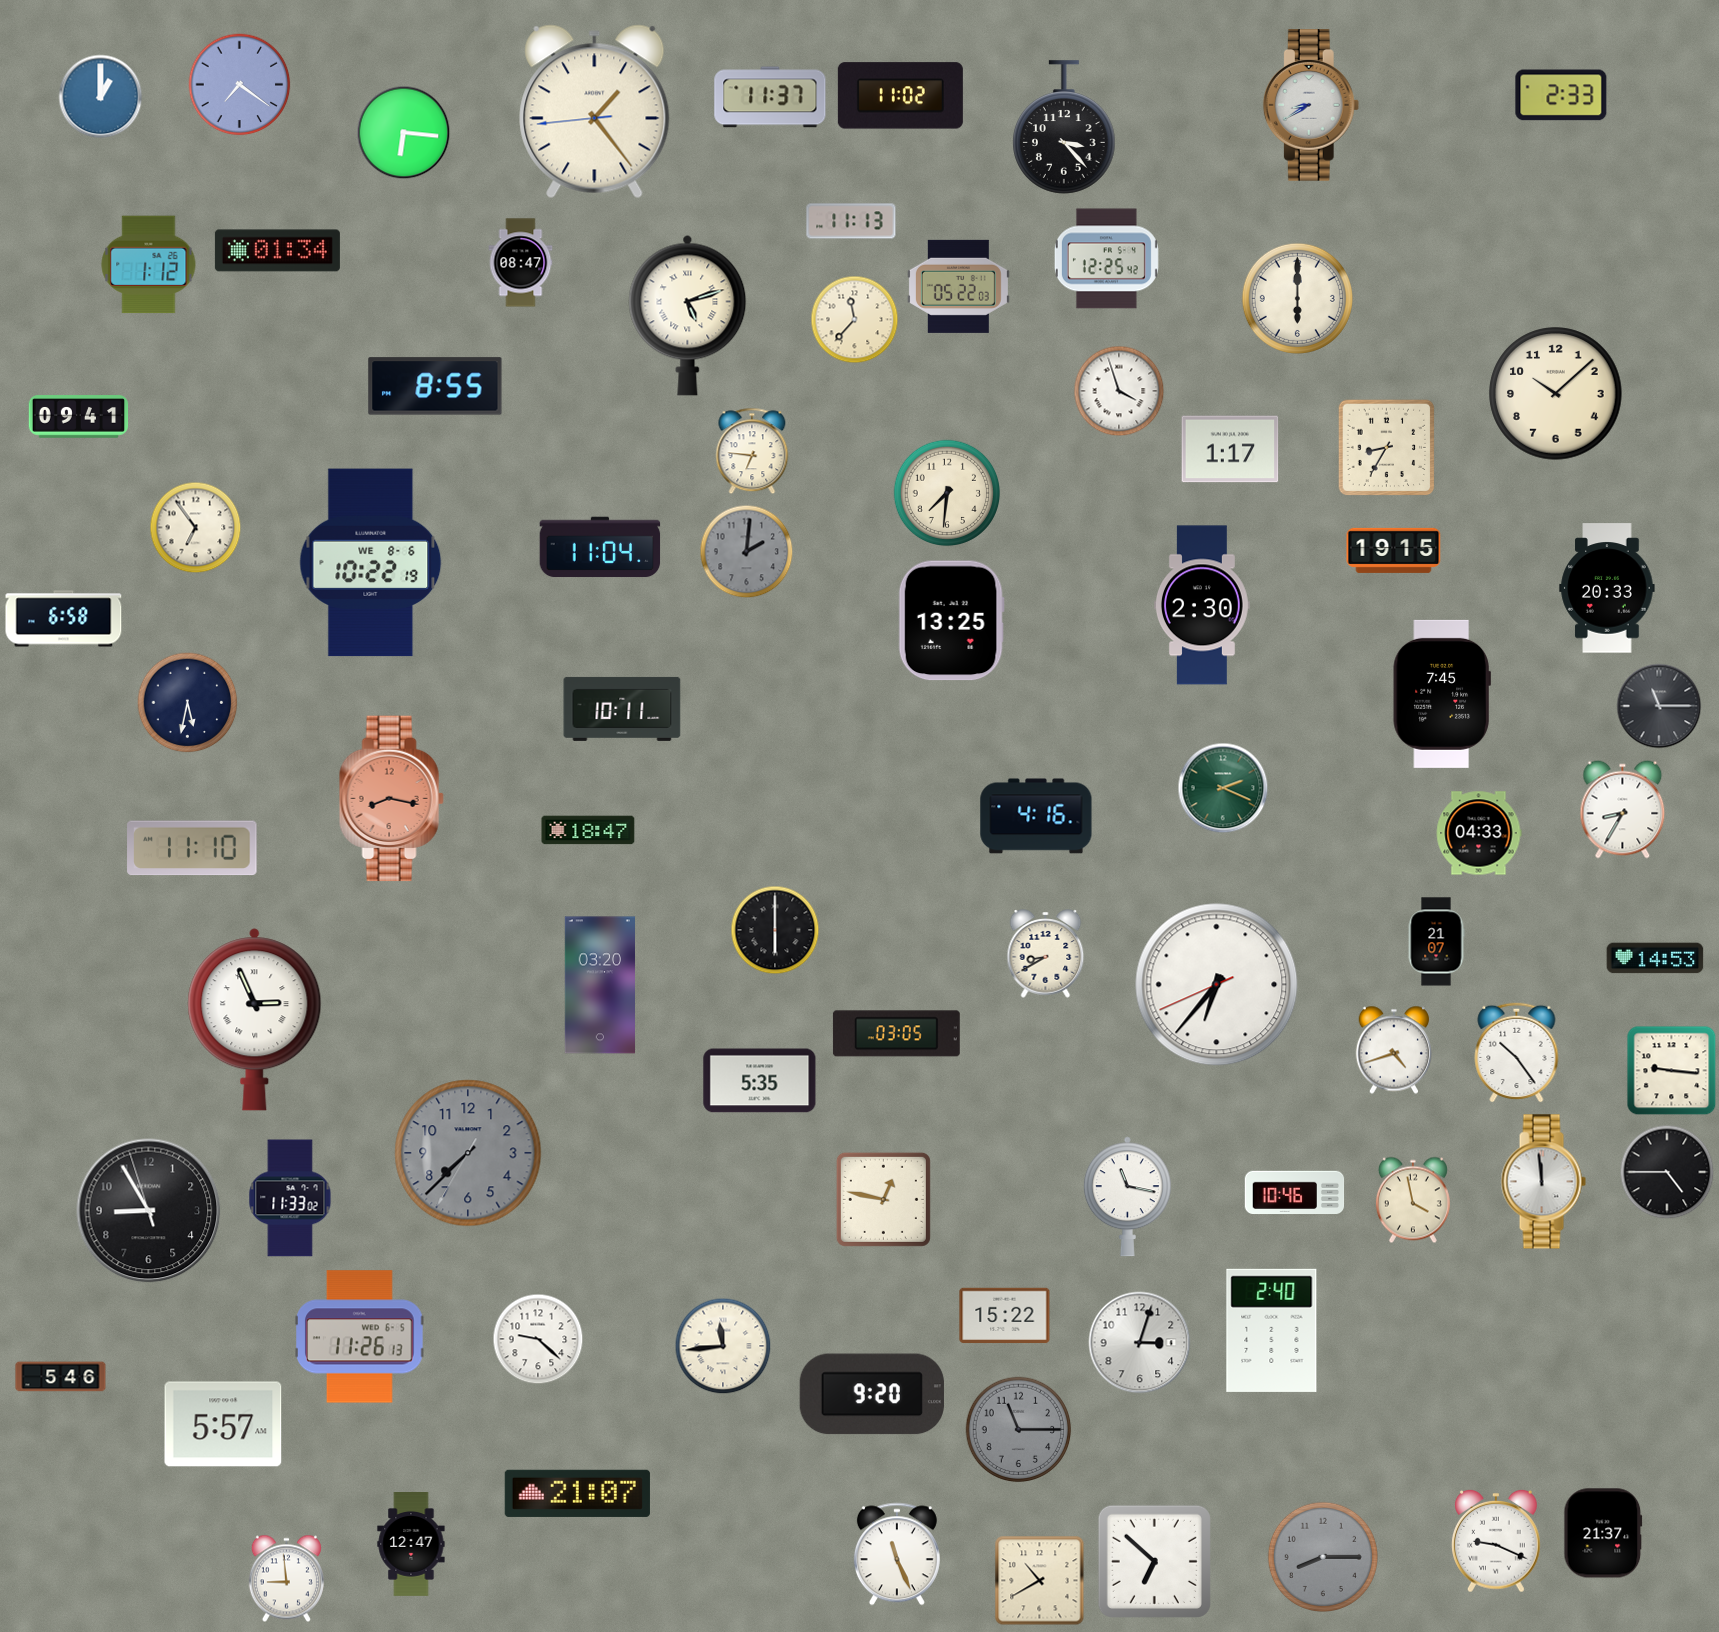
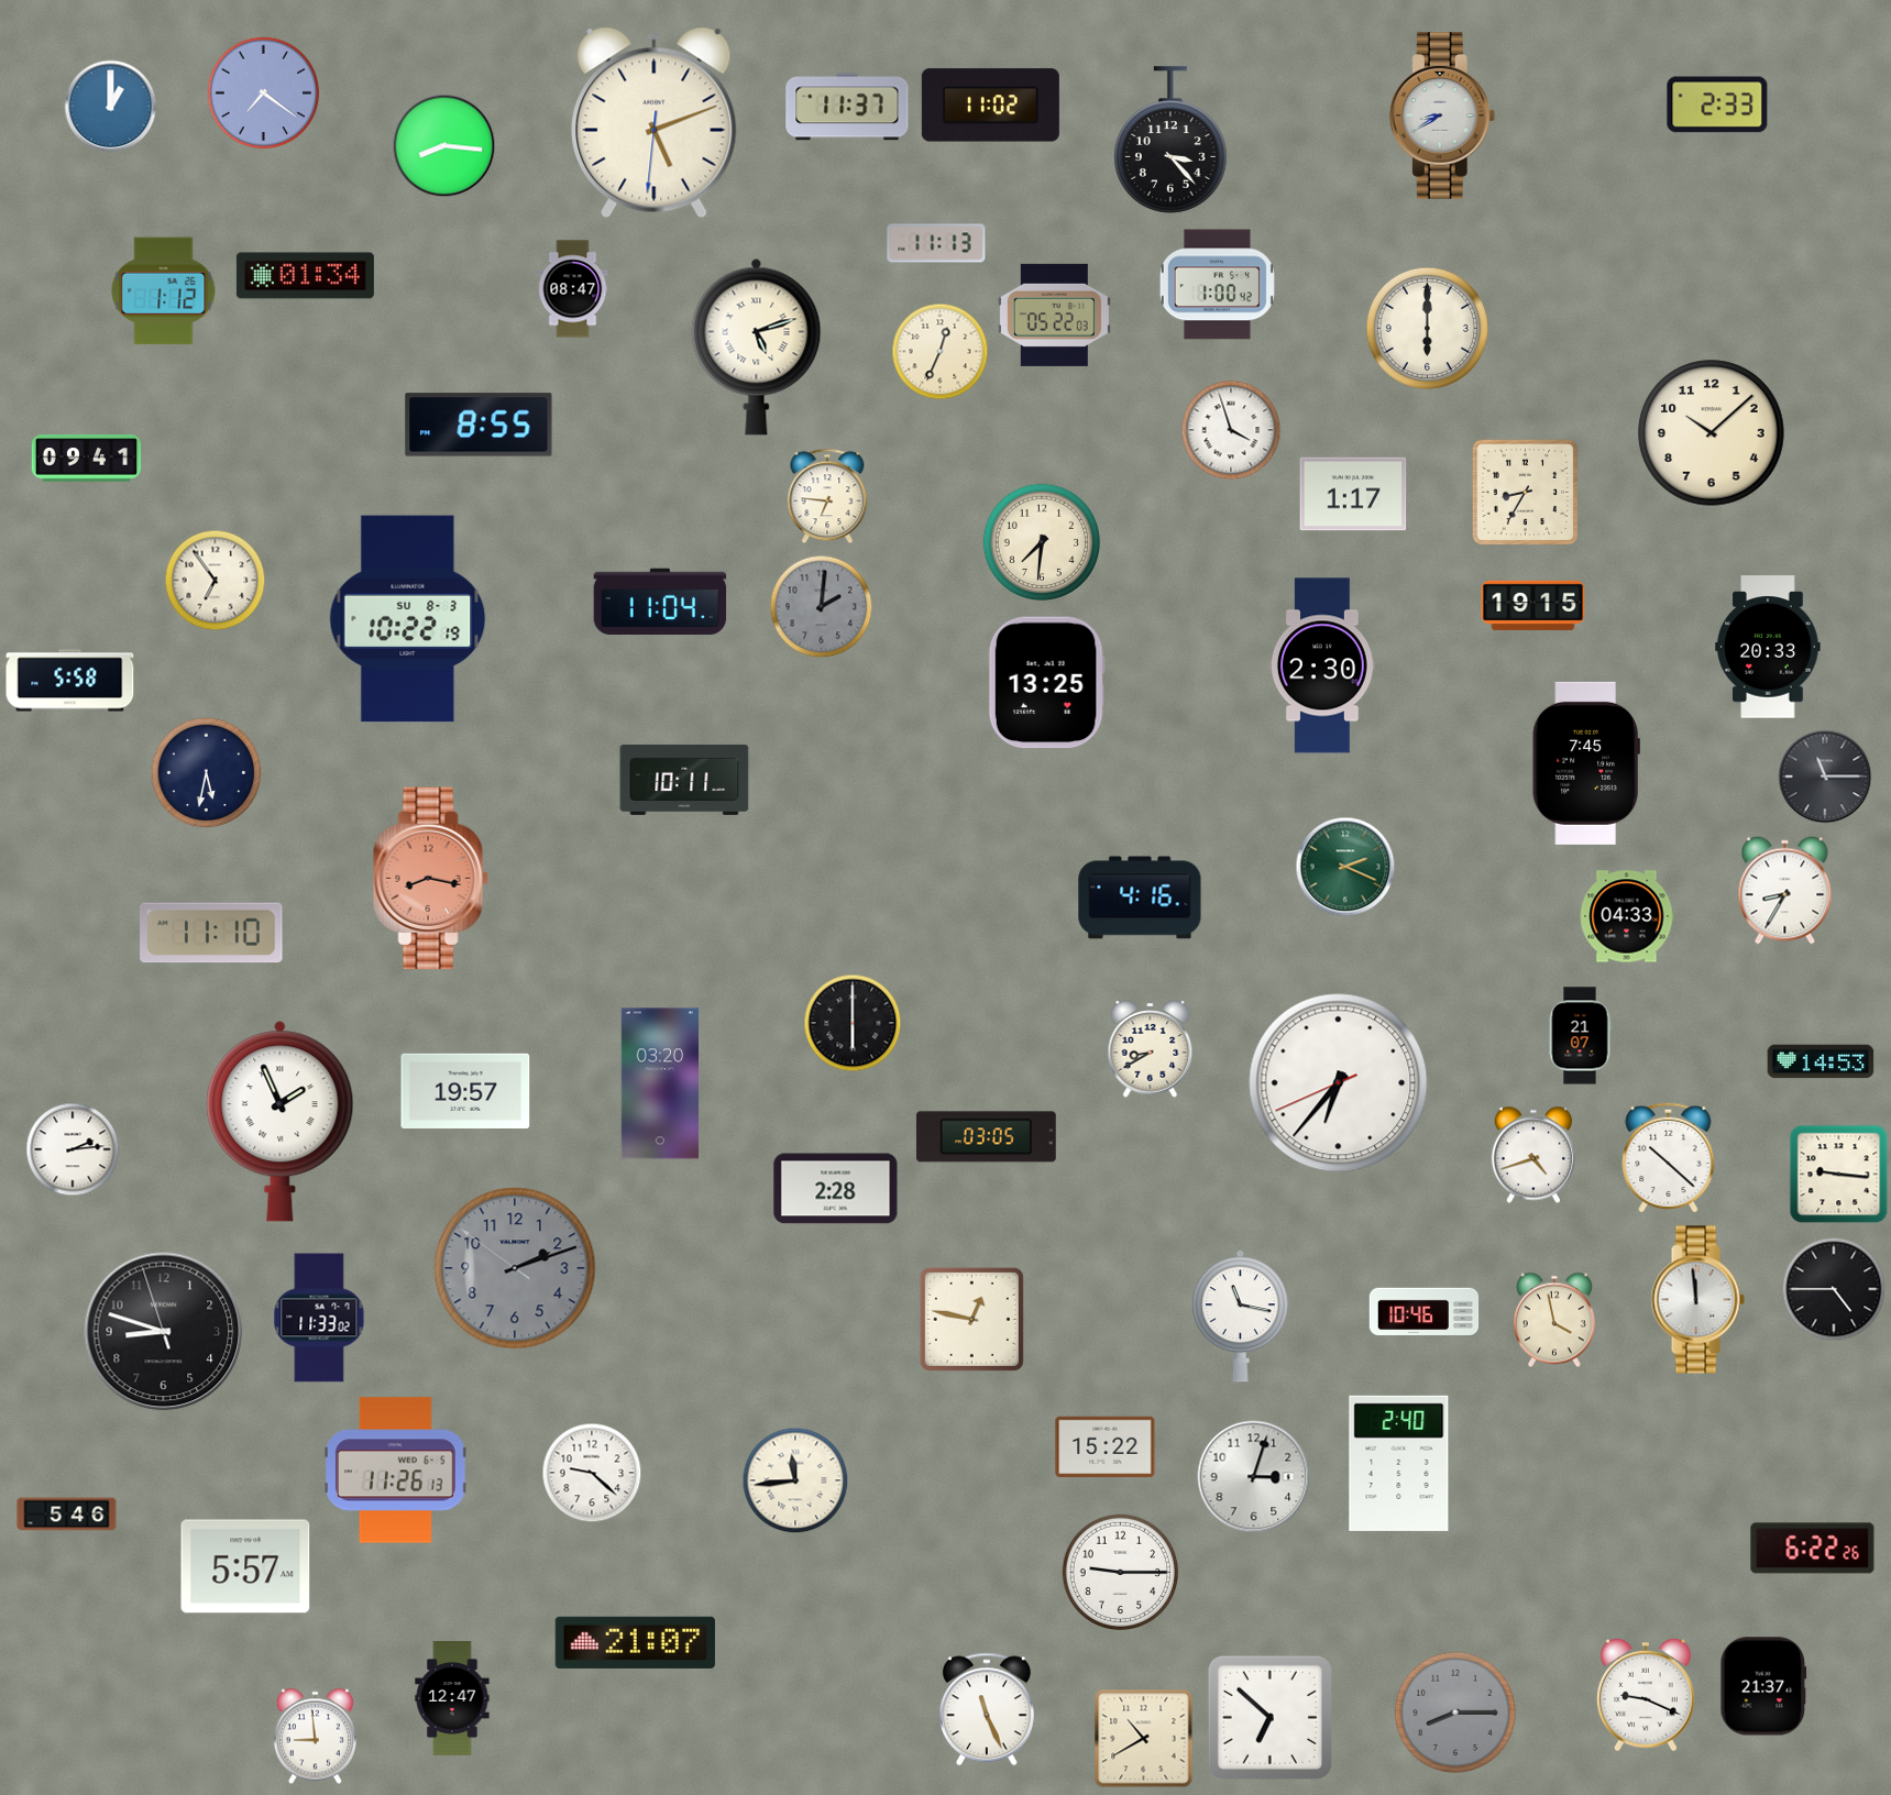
clock at (595, 112): 1:23 -> 5:11
clock at (404, 133): 6:16 -> 8:16
clock at (1106, 259): 12:25 -> 1:00
clock at (855, 320): 11:37 -> 12:34
clock at (371, 563) date: WE 8-6 -> SU 8-3
clock at (64, 619): 6:58 -> 5:58
clock at (588, 830): 18:47 -> none
clock at (1655, 958) position: (1655, 958) -> (1821, 1061)
clock at (465, 1090): none -> 19:57
clock at (255, 1020): 2:56 -> 1:56
clock at (73, 1149): none -> 2:14
clock at (1517, 1052): 10:24 -> 10:22
clock at (1672, 1071) position: (1672, 1071) -> (1839, 1175)
clock at (760, 1081): 5:35 -> 2:28
clock at (468, 1153): 7:37 -> 2:11
clock at (149, 1211): 8:54 -> 8:47
clock at (872, 1394): 9:20 -> none
clock at (1813, 1549): none -> 6:22
clock at (1019, 1430): 11:15 -> 9:15
clock at (1019, 1430) dial: grey -> white
